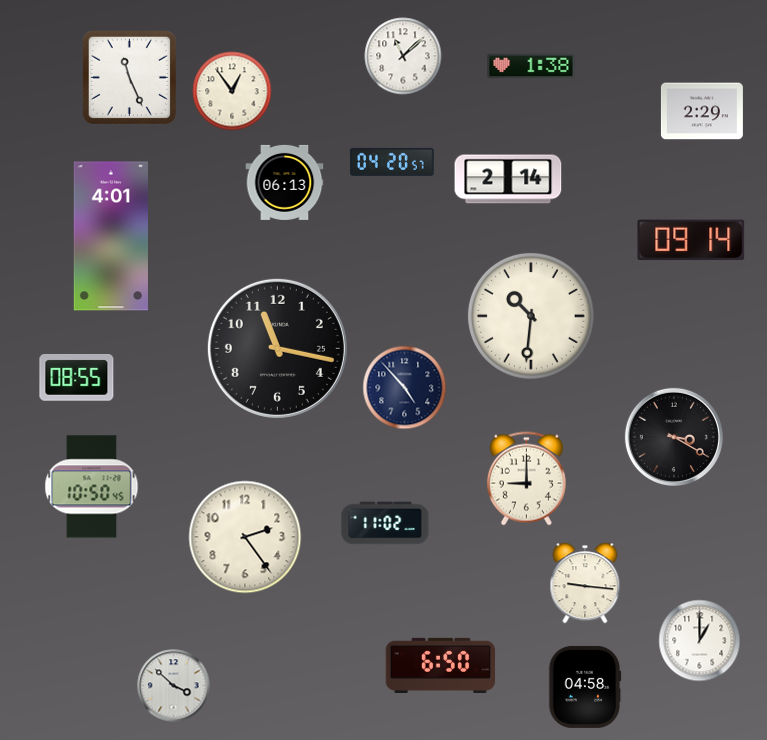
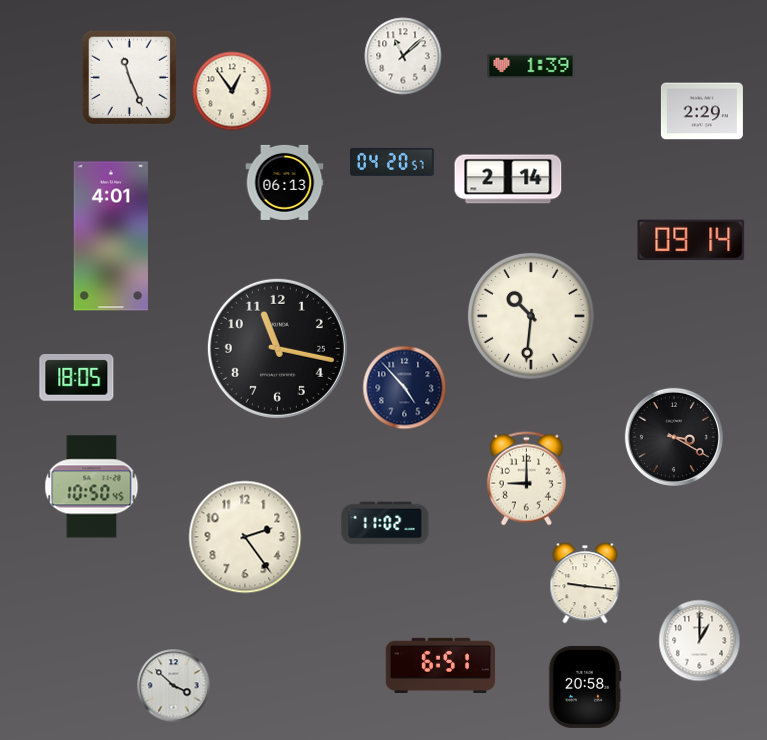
clock at (531, 66): 1:38 -> 1:39
clock at (77, 378): 08:55 -> 18:05
clock at (441, 665): 6:50 -> 6:51
clock at (585, 687): 04:58 -> 20:58
